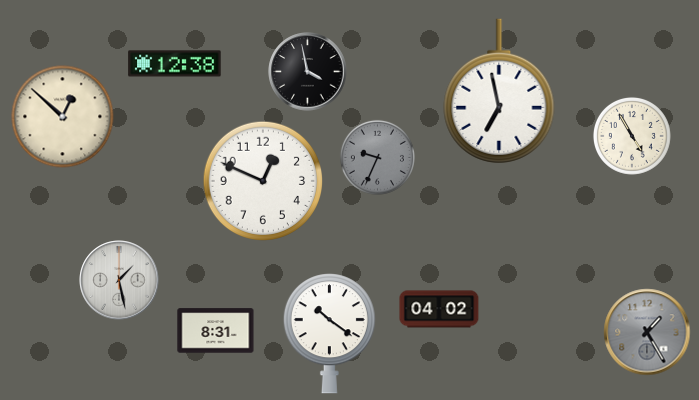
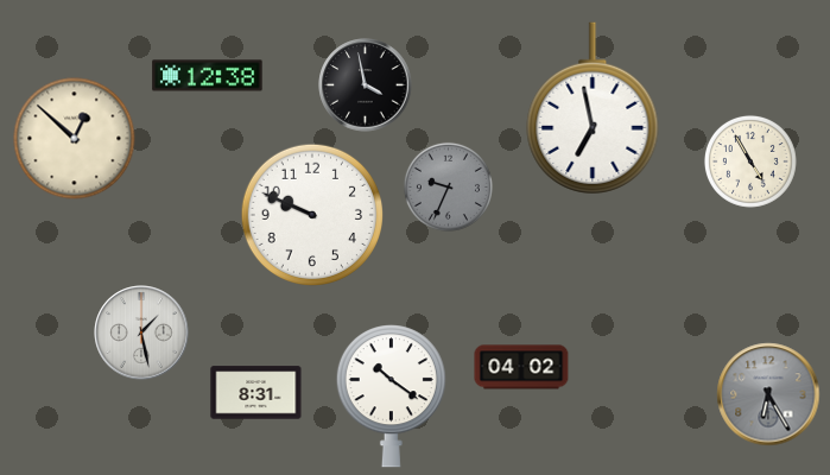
clock at (262, 180): 12:49 -> 9:49
clock at (647, 332): 1:25 -> 6:25
